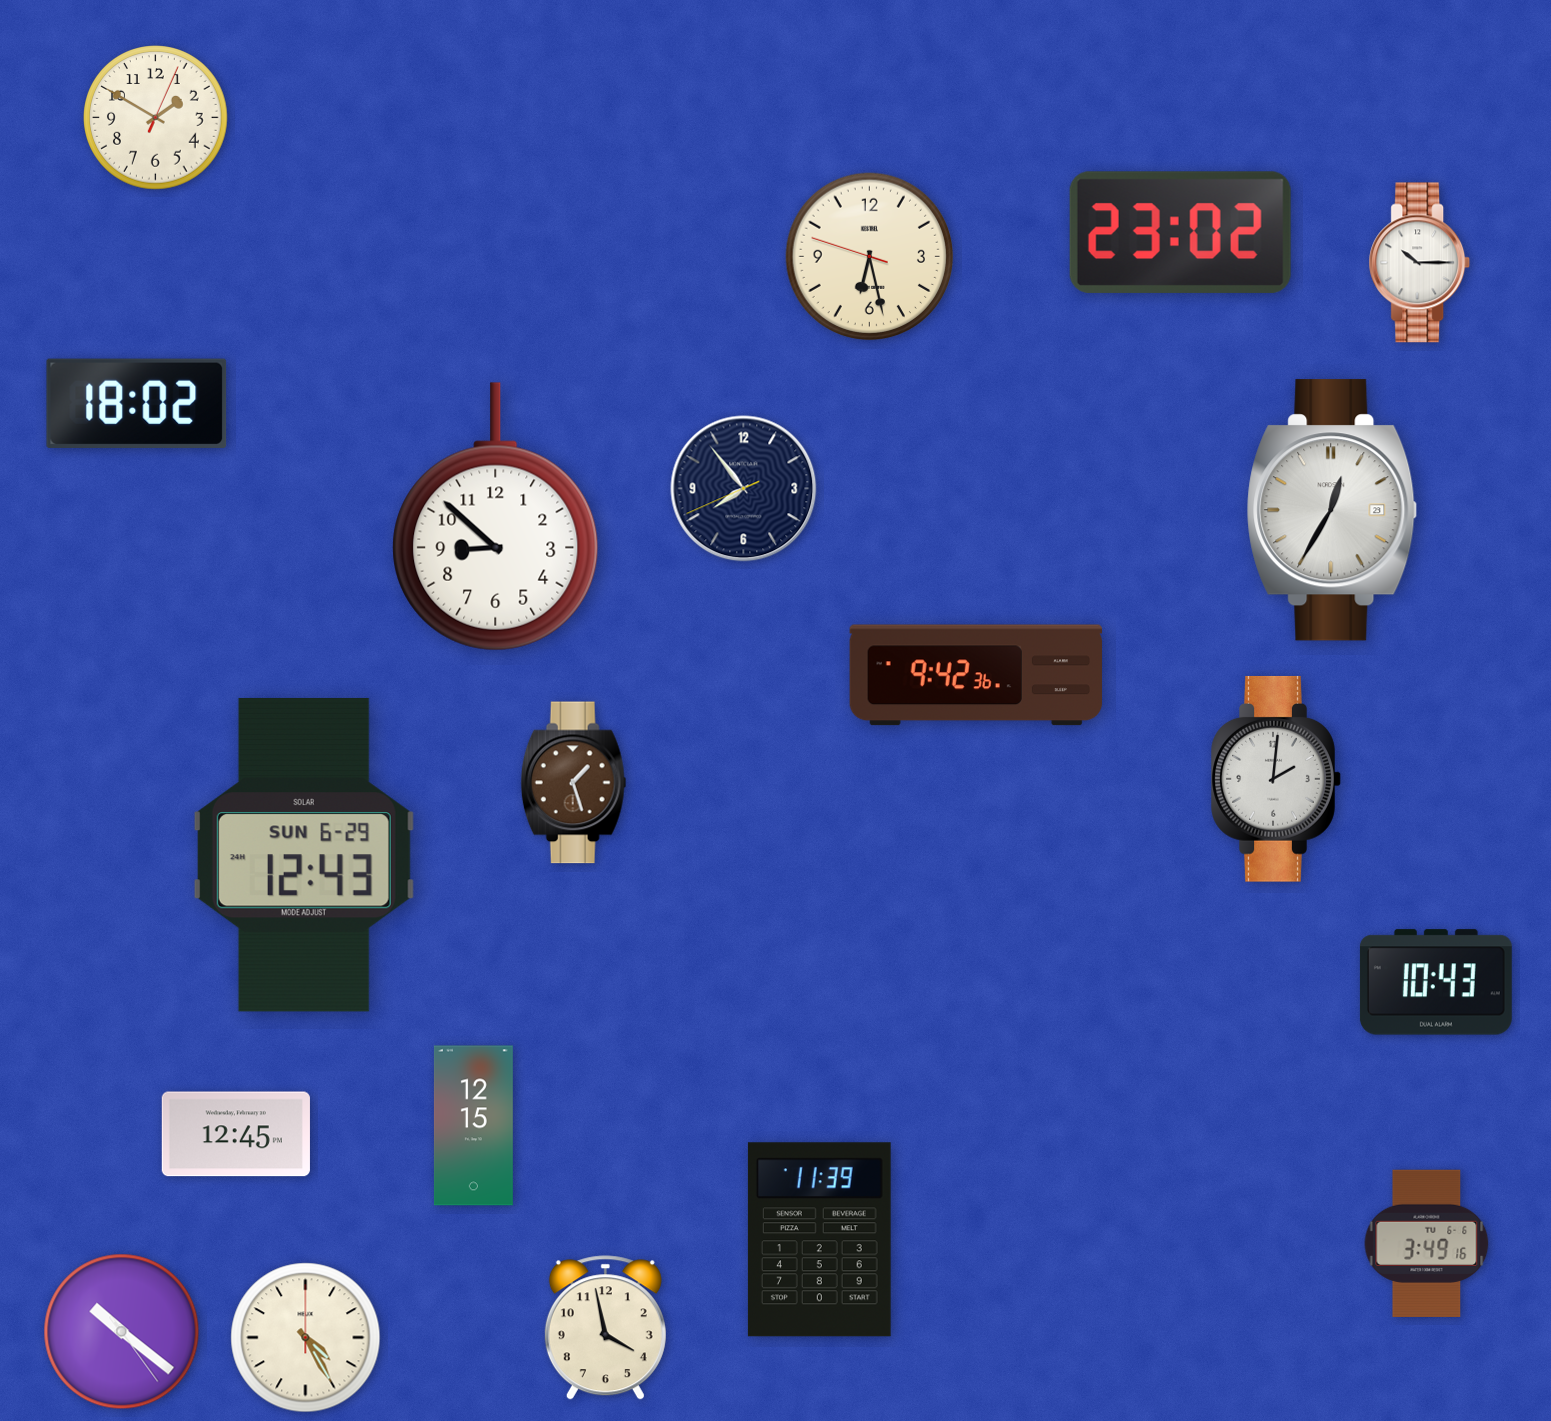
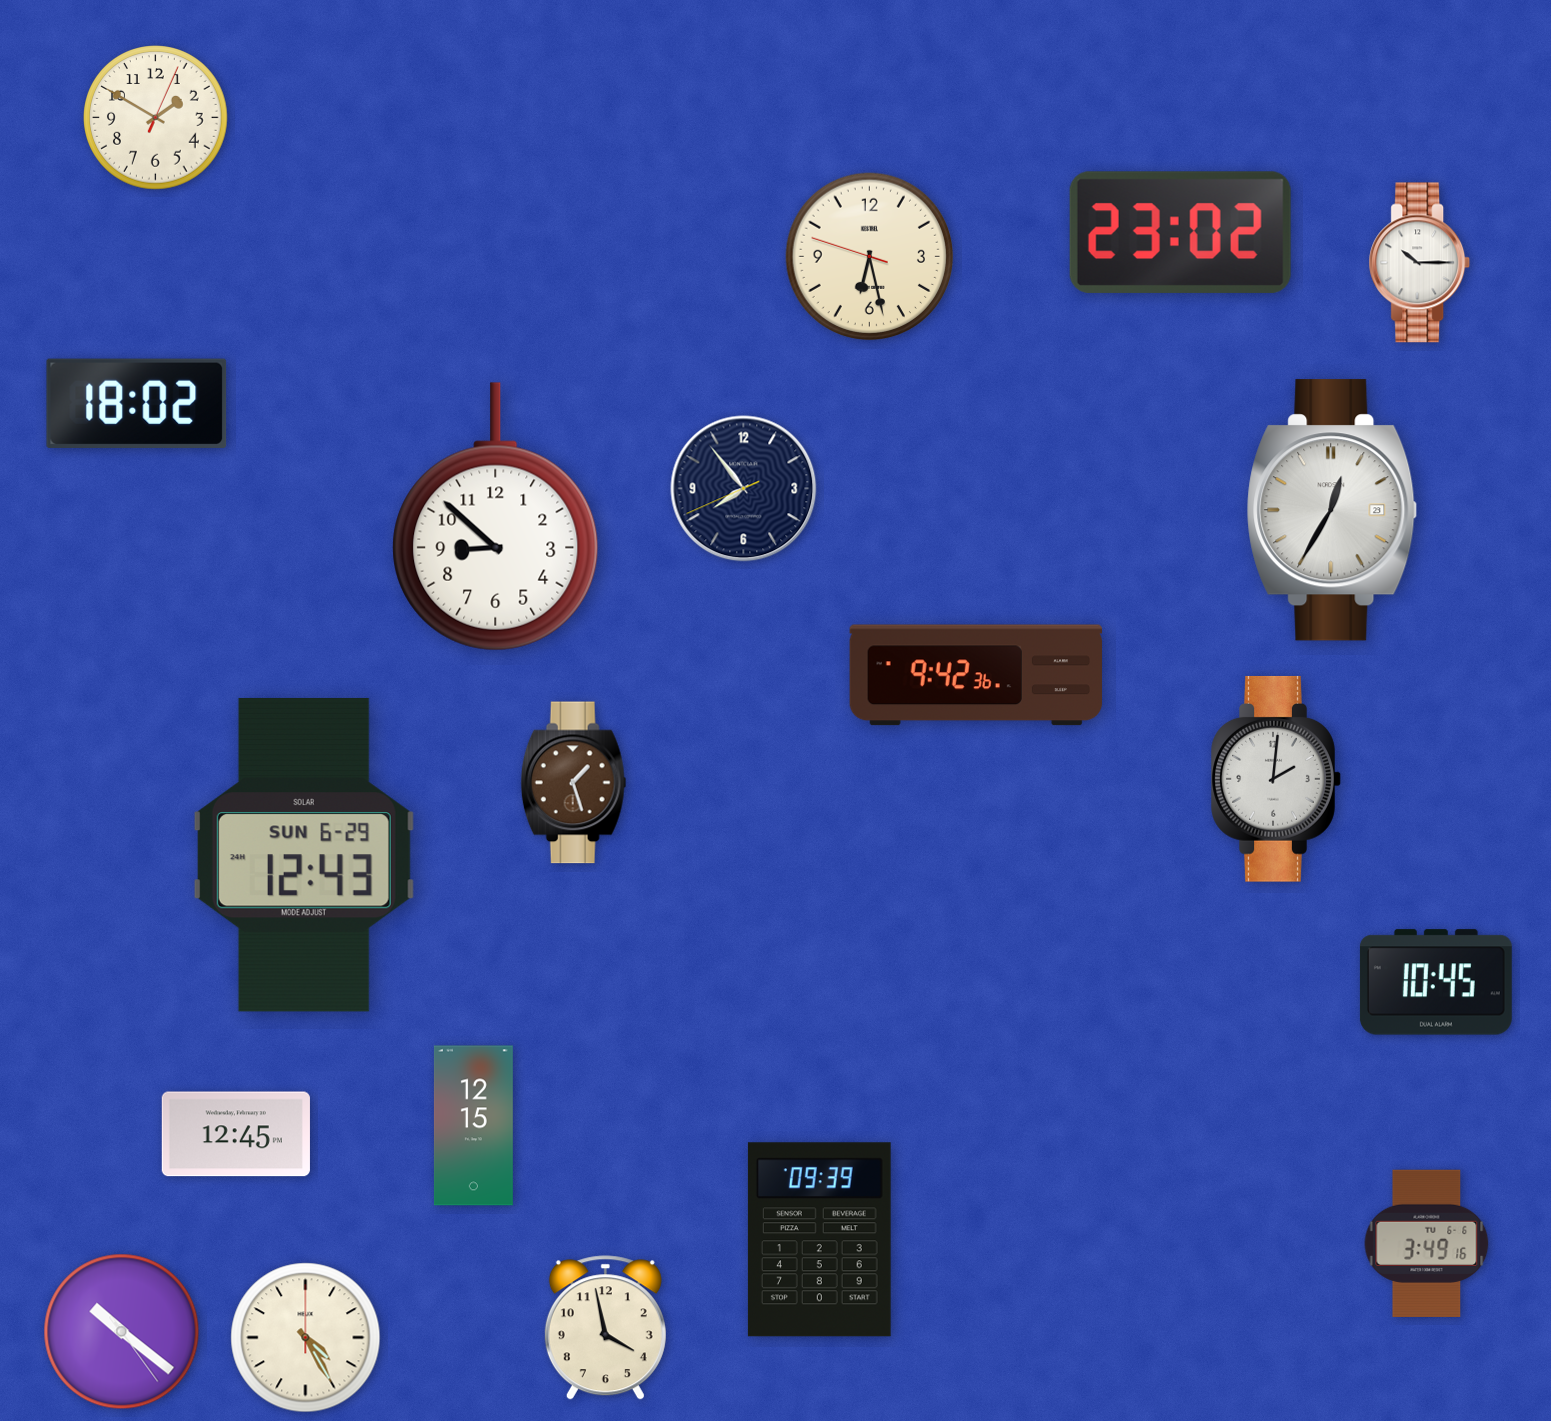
clock at (1436, 982): 10:43 -> 10:45
clock at (819, 1240): 11:39 -> 09:39
